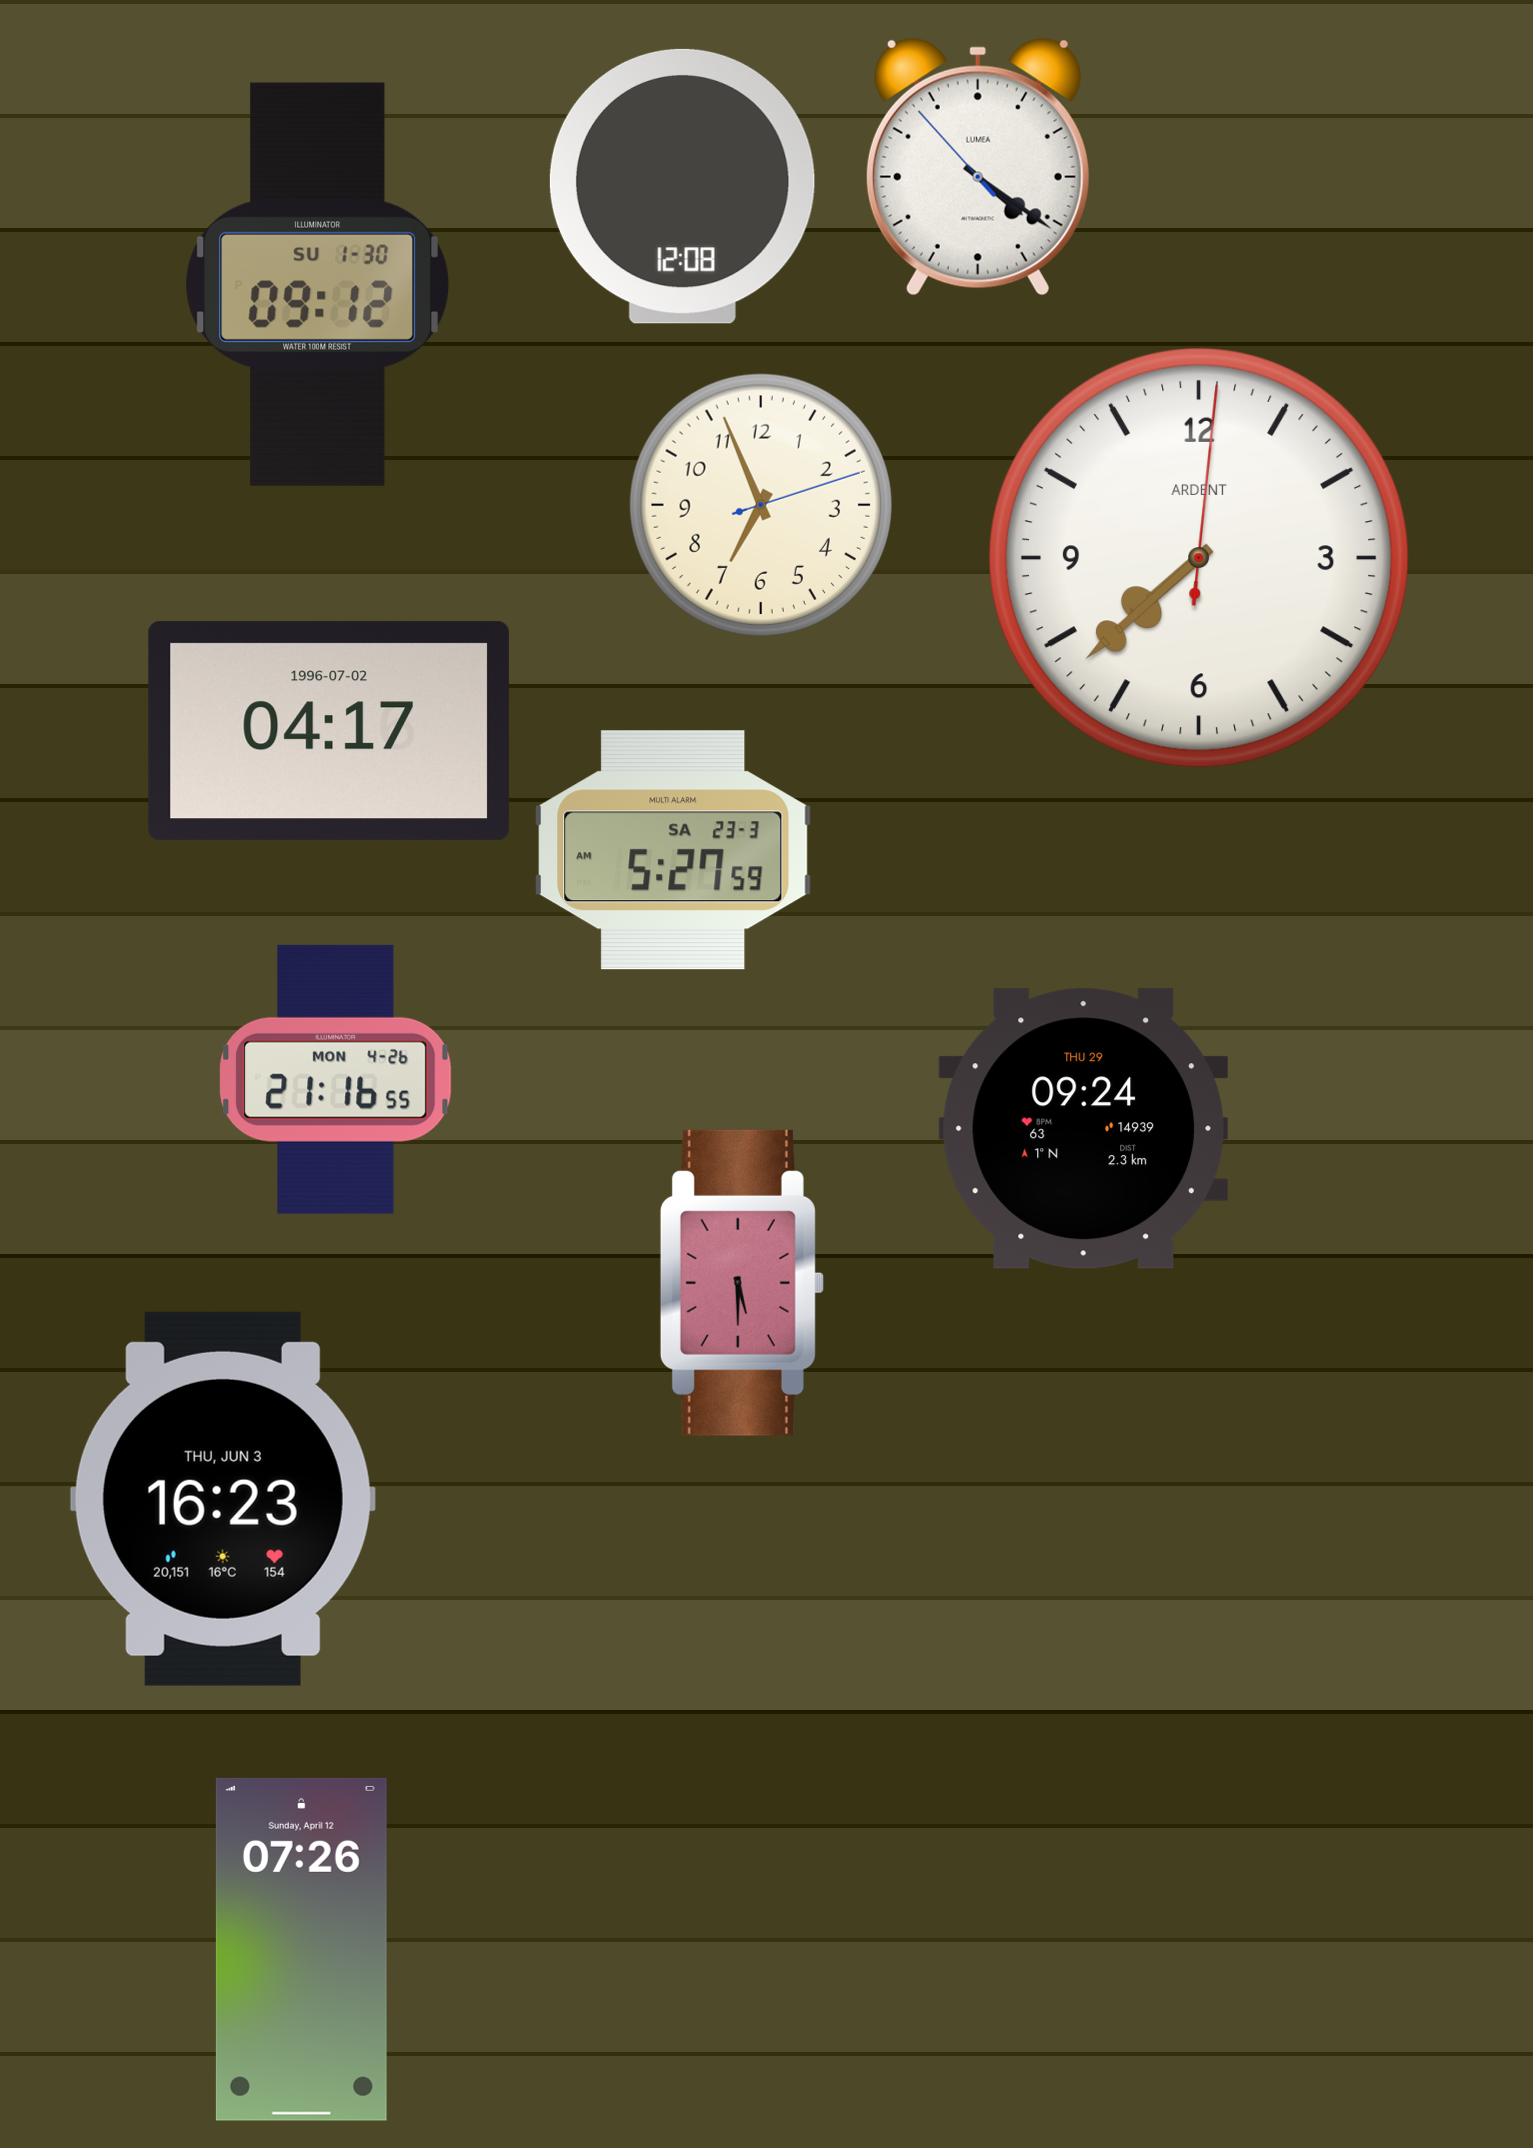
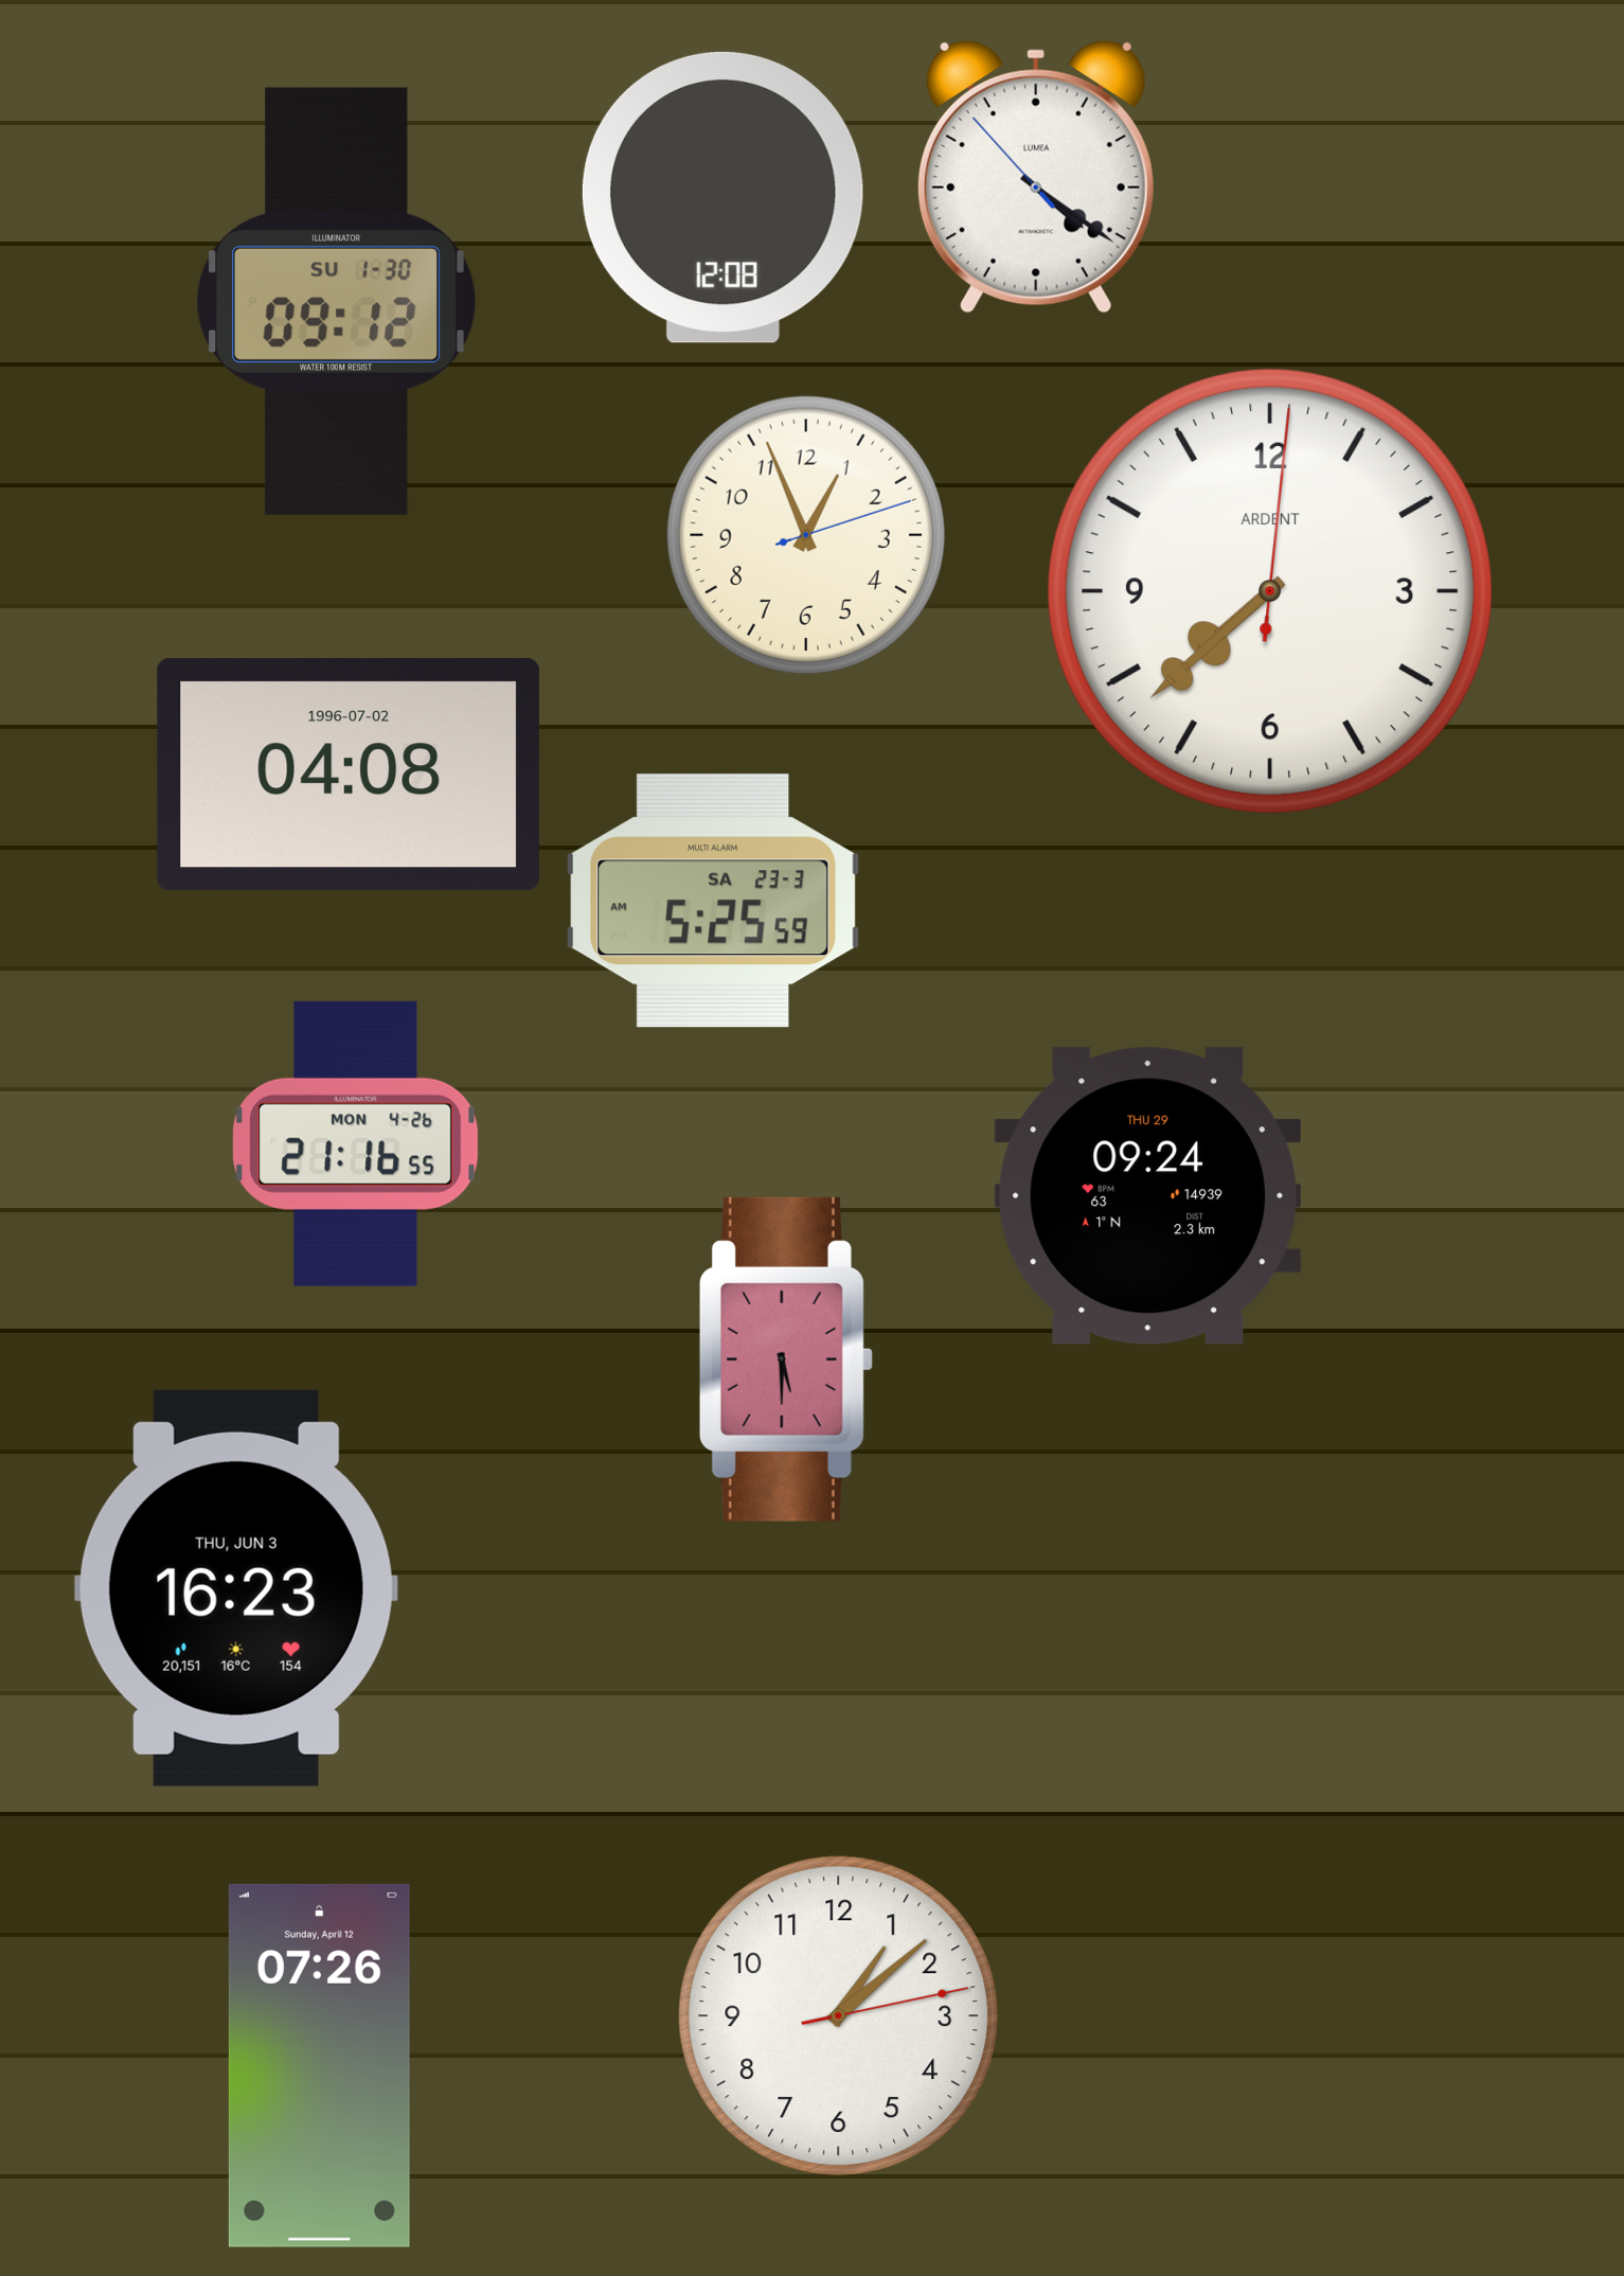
clock at (761, 505): 6:56 -> 12:56
clock at (329, 731): 04:17 -> 04:08
clock at (673, 850): 5:27 -> 5:25
clock at (839, 2016): none -> 1:08
